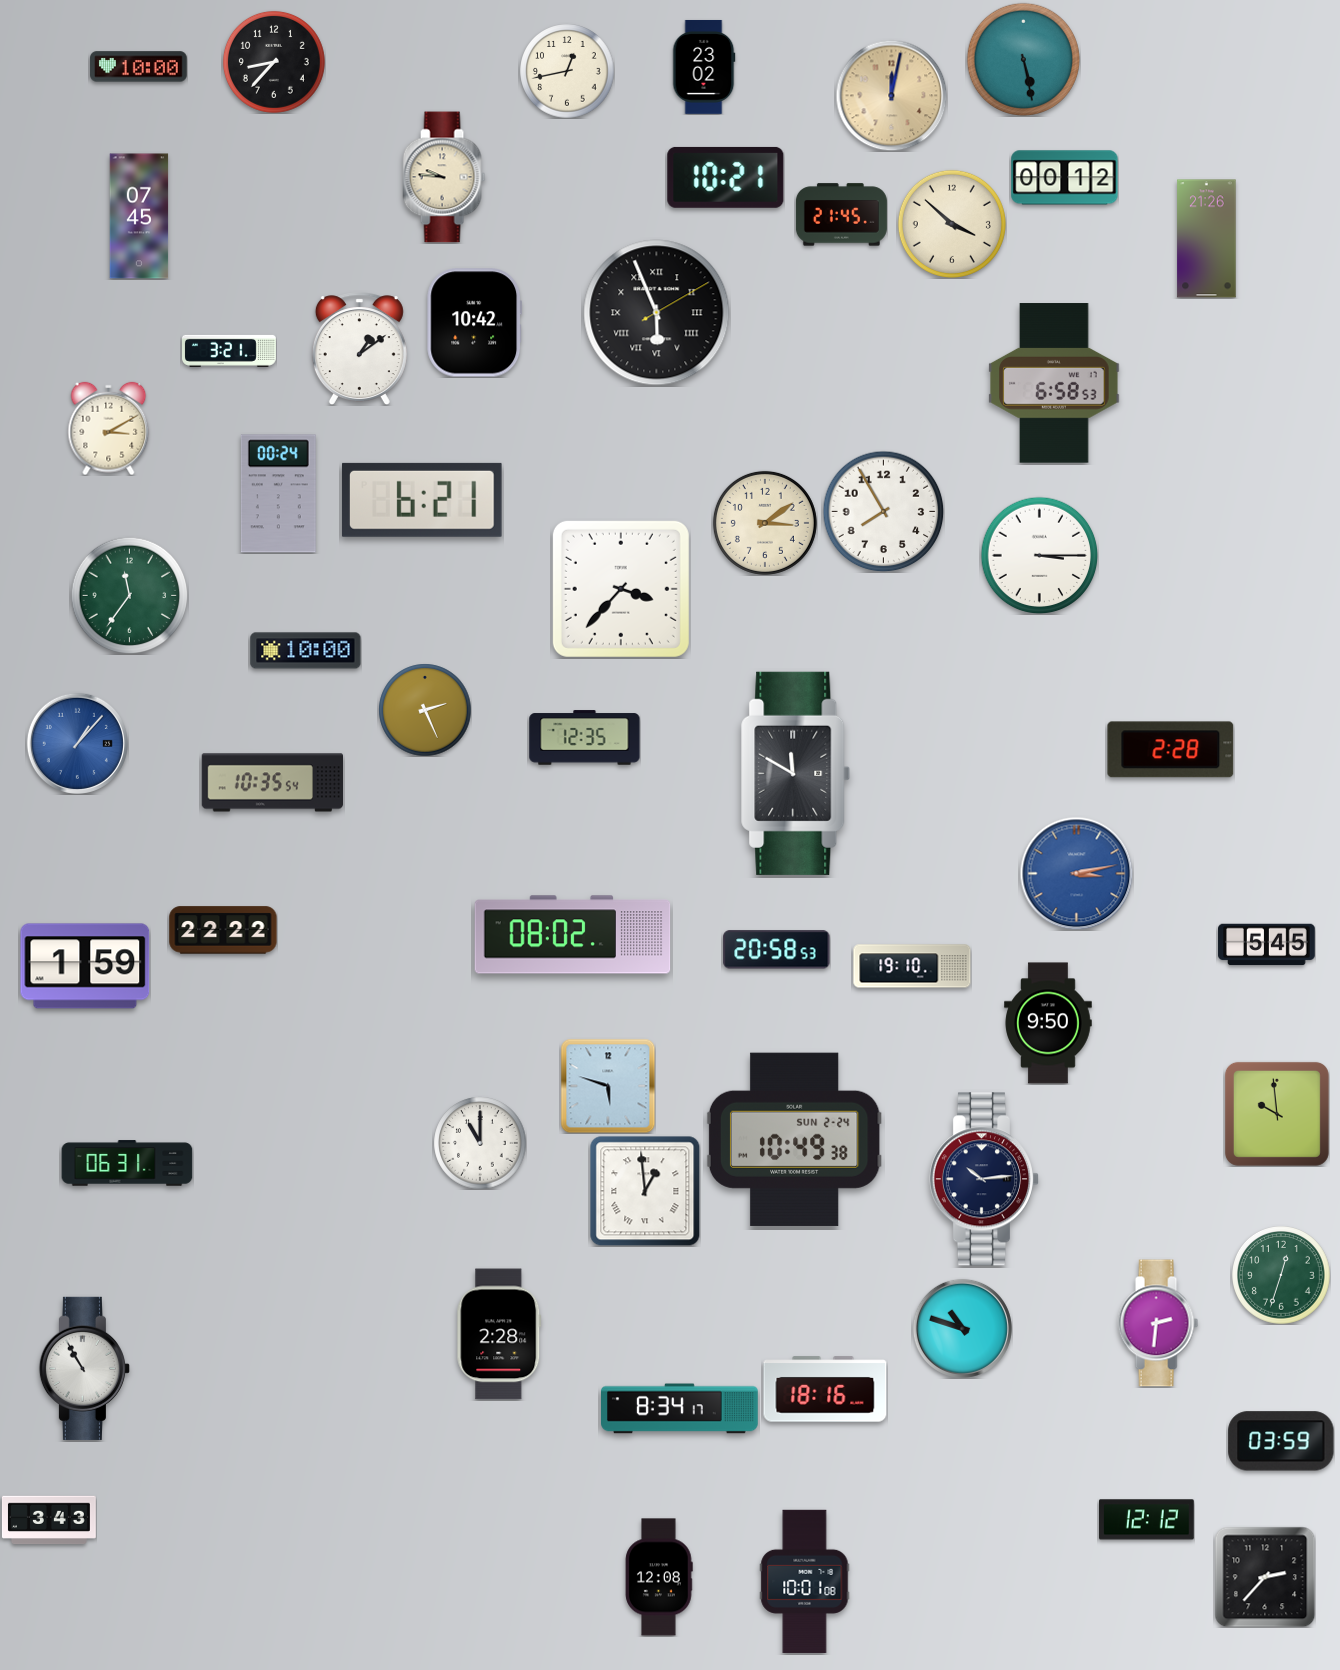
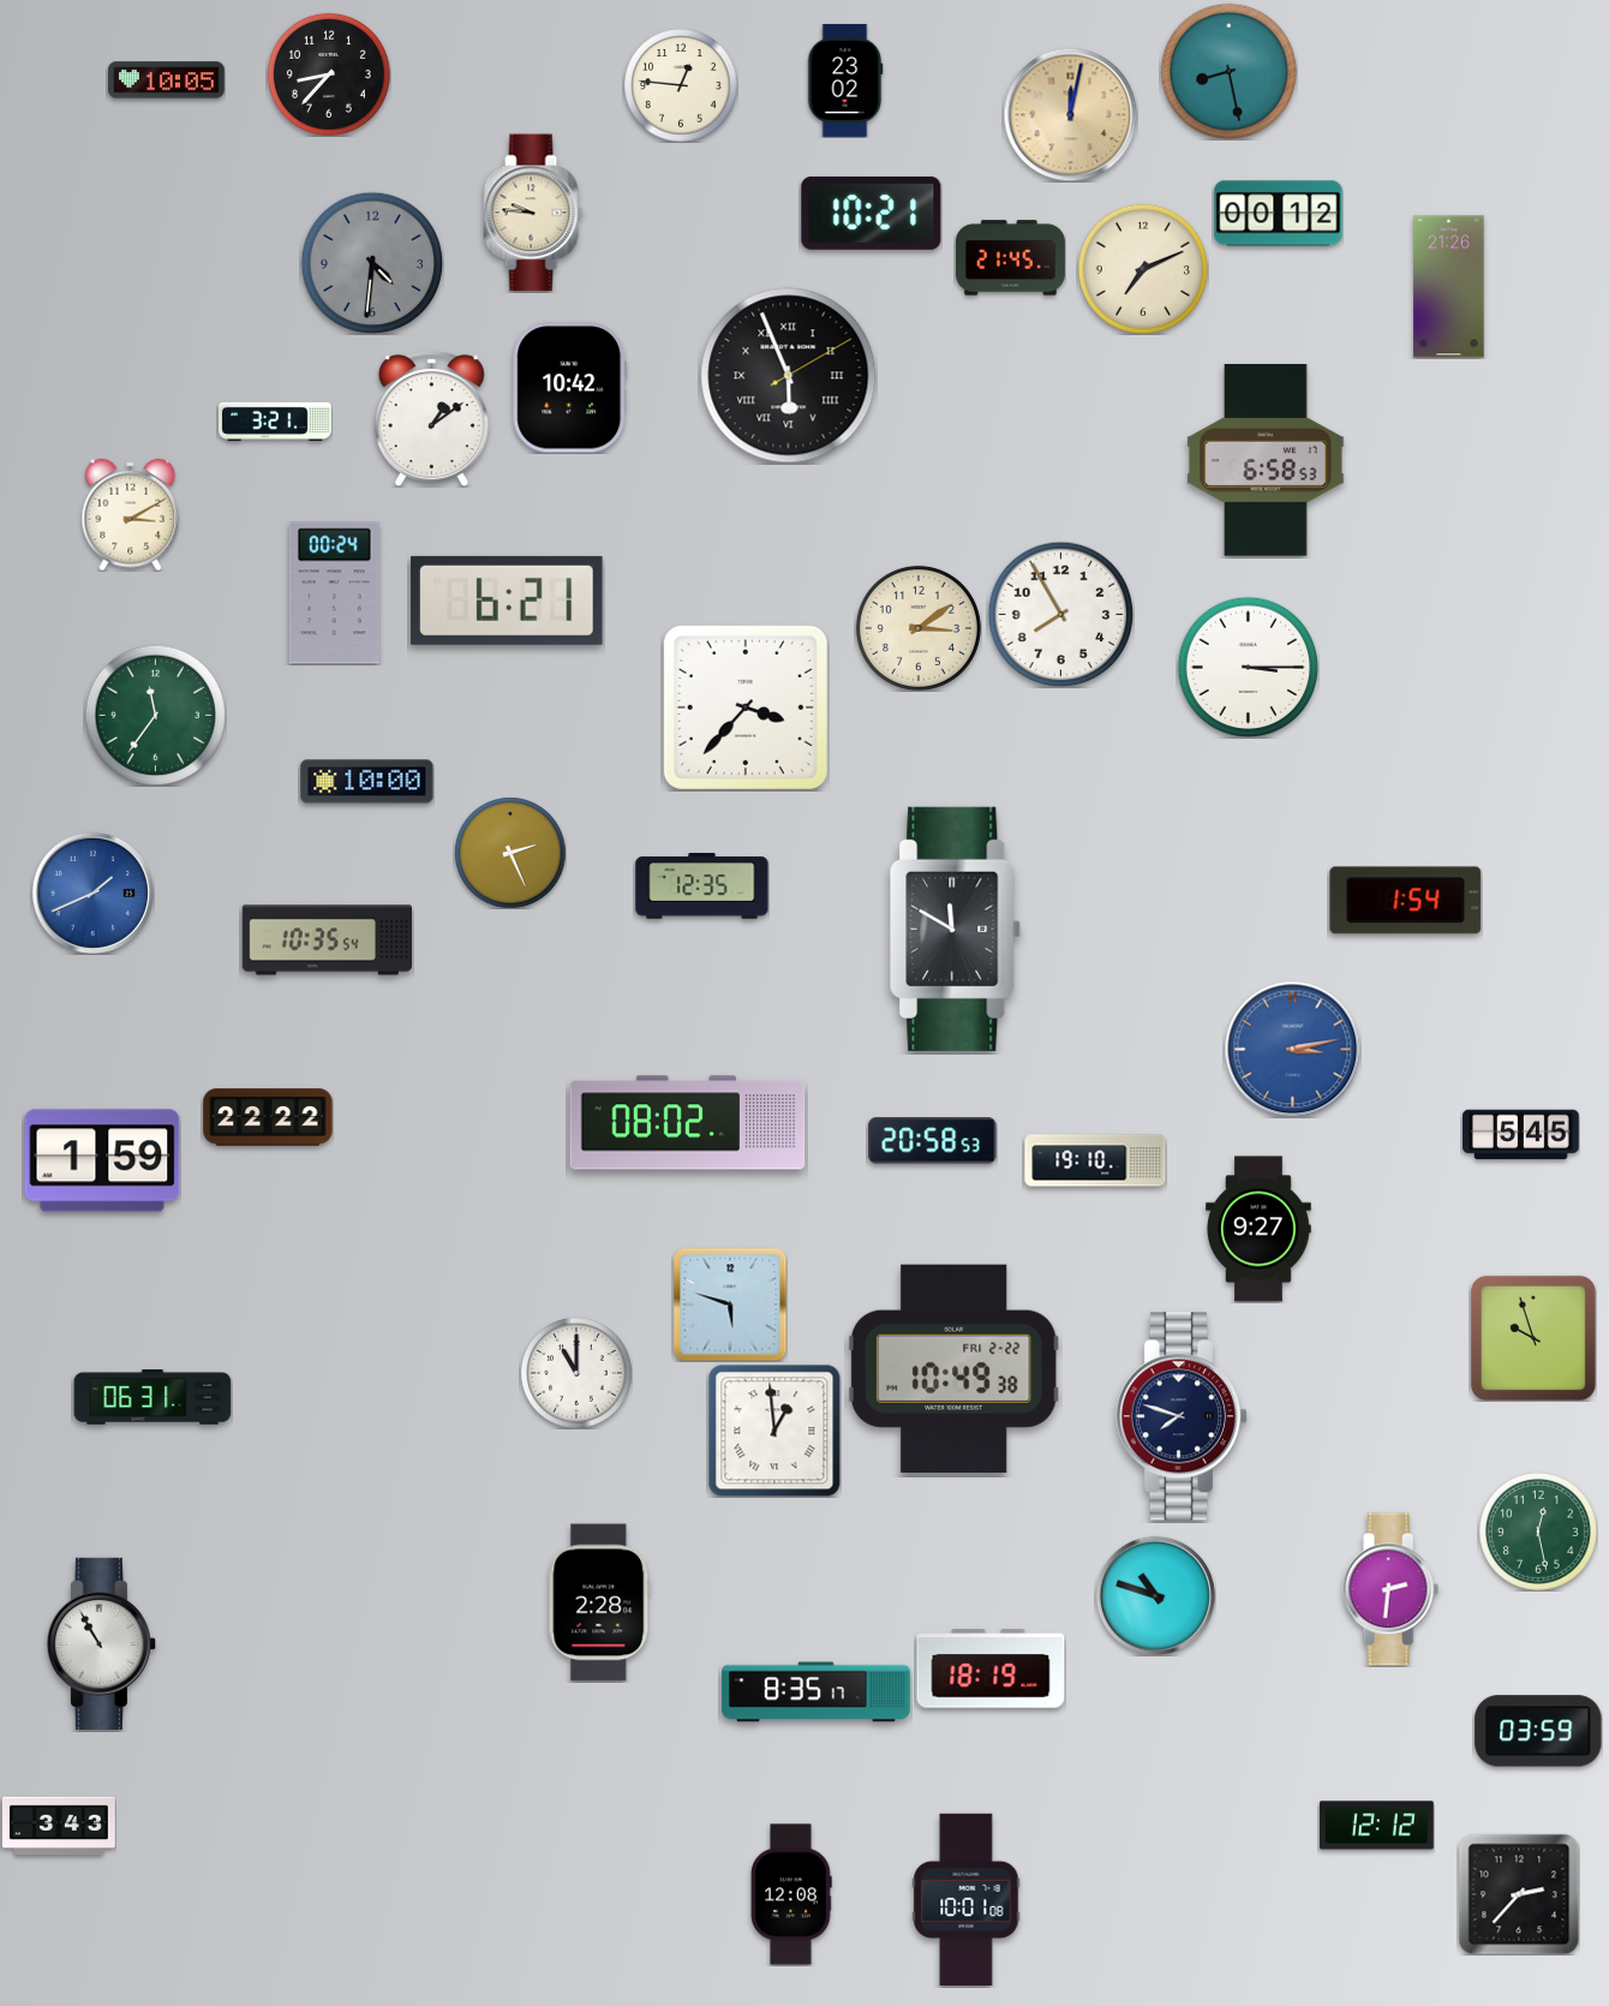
clock at (1023, 59): 5:28 -> 8:28
clock at (139, 67): 10:00 -> 10:05
clock at (567, 71): 12:43 -> 12:46
clock at (139, 216): 07:45 -> none
clock at (372, 263): none -> 4:31
clock at (952, 224): 3:52 -> 7:11
clock at (77, 743): 1:07 -> 1:41
clock at (1171, 750): 2:28 -> 1:54
clock at (1048, 1023): 9:50 -> 9:27
clock at (1277, 1114): 9:59 -> 9:57
clock at (794, 1139) date: SUN 2-24 -> FRI 2-22
clock at (984, 1179): 10:14 -> 7:48
clock at (1282, 1276): 12:33 -> 12:28
clock at (825, 1389): 18:16 -> 18:19
clock at (680, 1409): 8:34 -> 8:35
